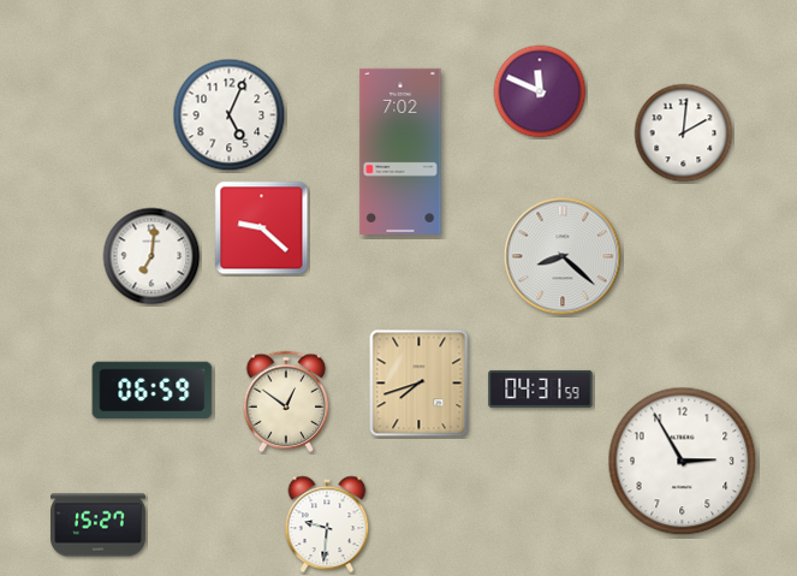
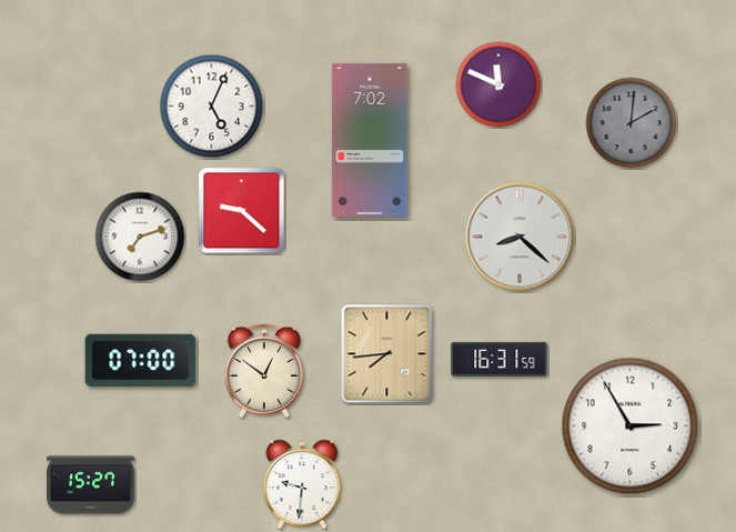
clock at (684, 133) dial: white -> grey
clock at (151, 256): 7:01 -> 7:12
clock at (420, 384): 7:42 -> 7:44
clock at (541, 388): 04:31 -> 16:31
clock at (153, 391): 06:59 -> 07:00
